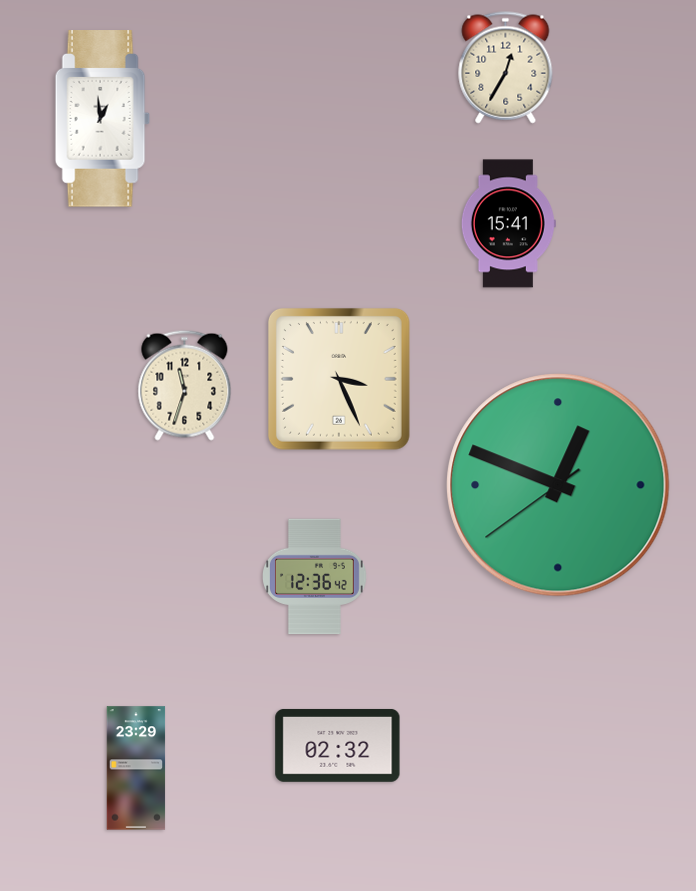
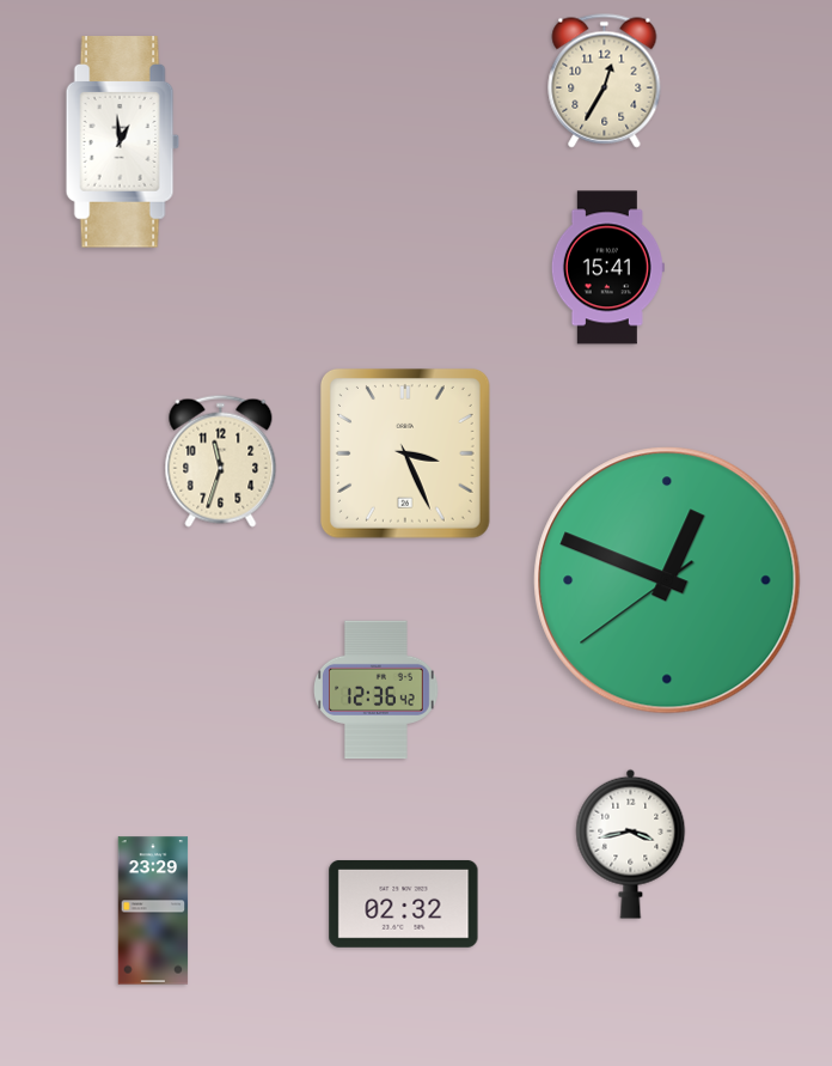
clock at (631, 843): none -> 3:43
clock at (338, 745) position: (338, 745) -> (404, 903)
clock at (136, 768) position: (136, 768) -> (153, 910)
